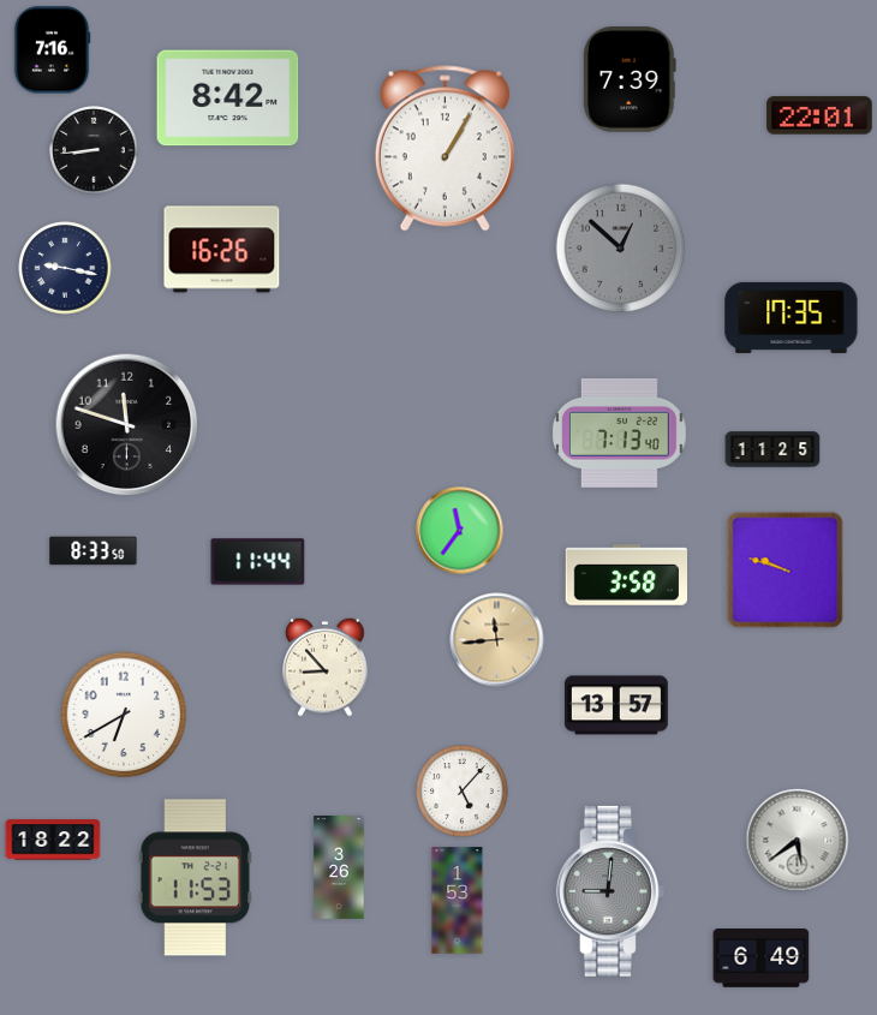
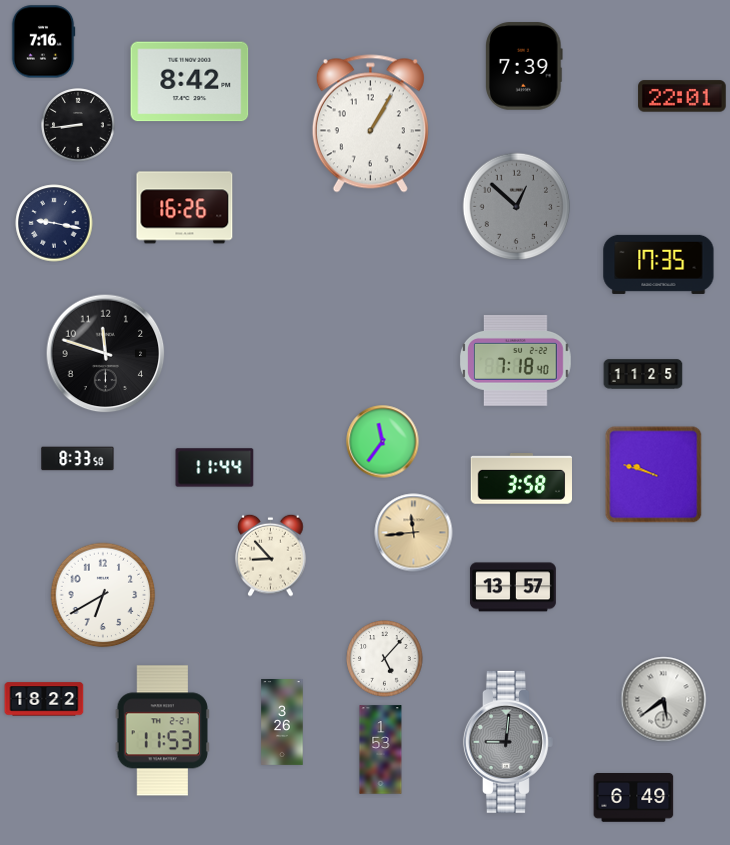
clock at (620, 432): 7:13 -> 7:18
